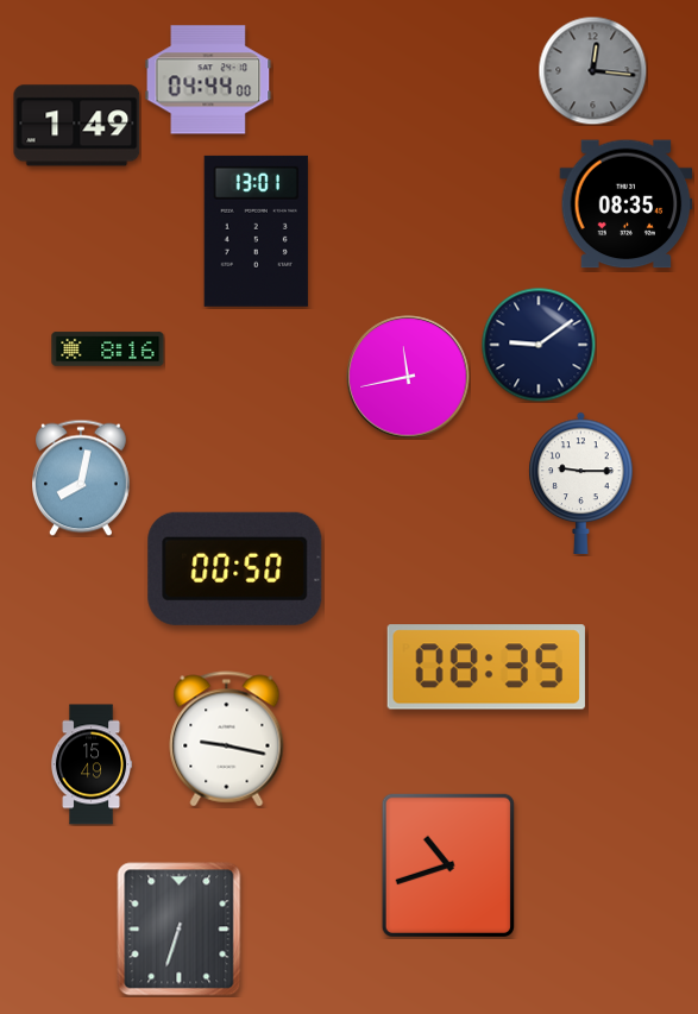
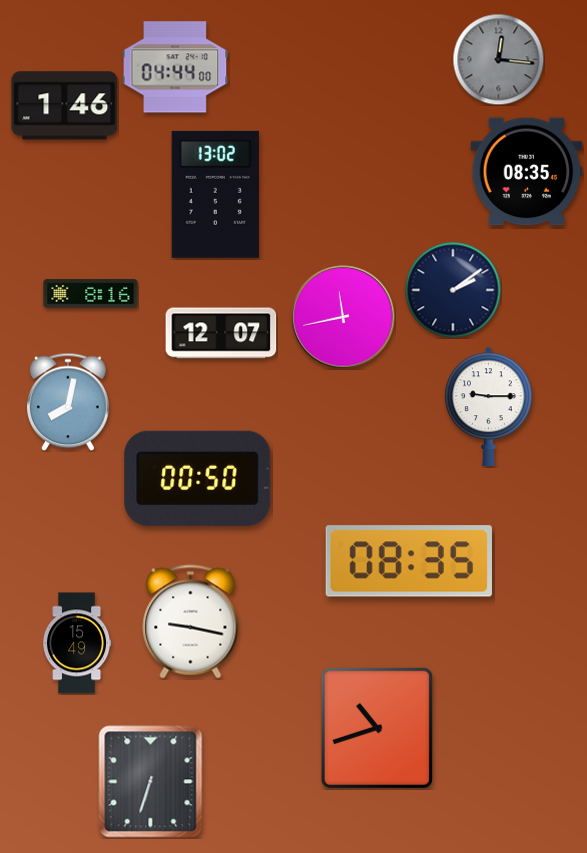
clock at (77, 126): 1:49 -> 1:46
clock at (256, 231): 13:01 -> 13:02
clock at (539, 345): 9:09 -> 2:09
clock at (221, 333): none -> 12:07
